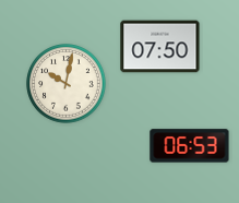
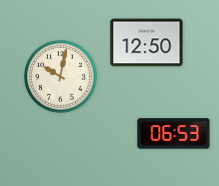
clock at (160, 47): 07:50 -> 12:50
